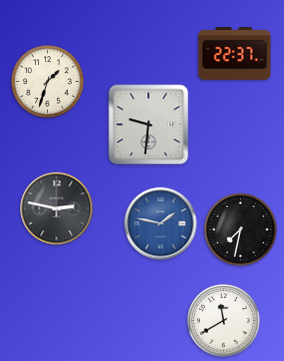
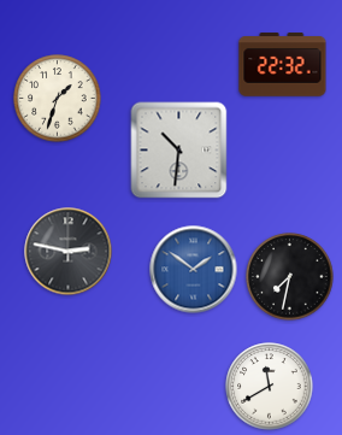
clock at (235, 54): 22:37 -> 22:32
clock at (149, 125): 9:31 -> 10:31
clock at (161, 224): 1:47 -> 1:51
